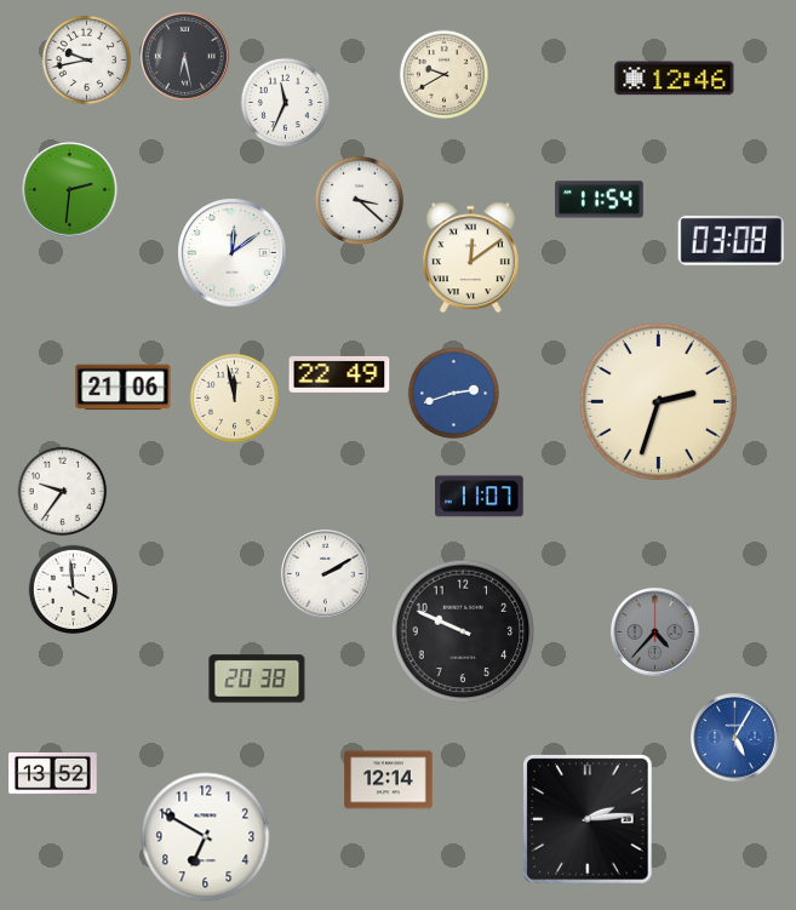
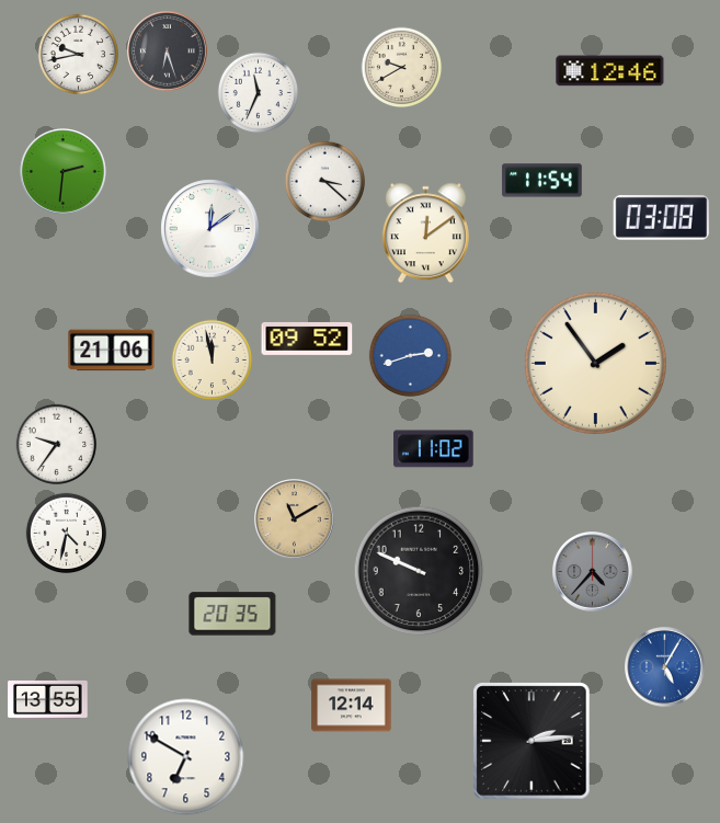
clock at (185, 57): 6:28 -> 6:27
clock at (339, 374): 22:49 -> 09:52
clock at (658, 401): 2:33 -> 1:54
clock at (480, 497): 11:07 -> 11:02
clock at (326, 574): 2:10 -> 11:10
clock at (326, 574) dial: white -> champagne
clock at (74, 590): 3:59 -> 4:32
clock at (257, 679): 20:38 -> 20:35
clock at (53, 773): 13:52 -> 13:55
